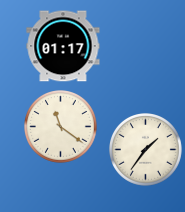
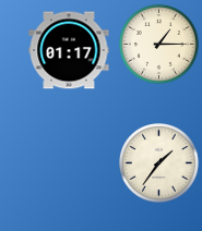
clock at (159, 45): none -> 1:15
clock at (61, 127): 11:21 -> none
